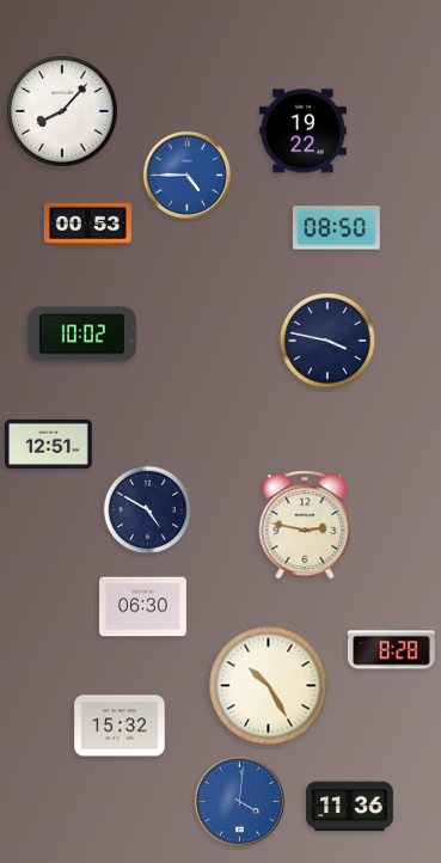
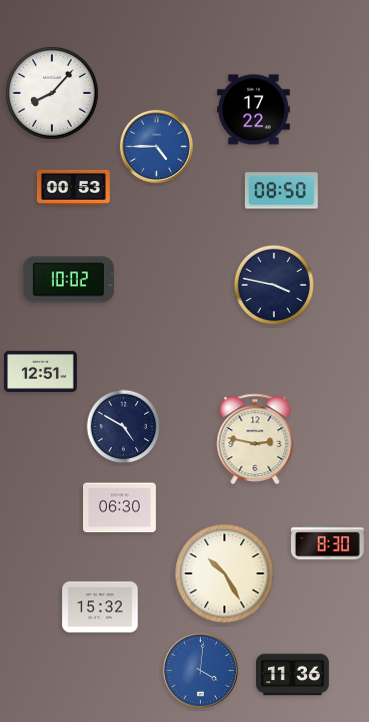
clock at (304, 131): 19:22 -> 17:22
clock at (391, 649): 8:28 -> 8:30
